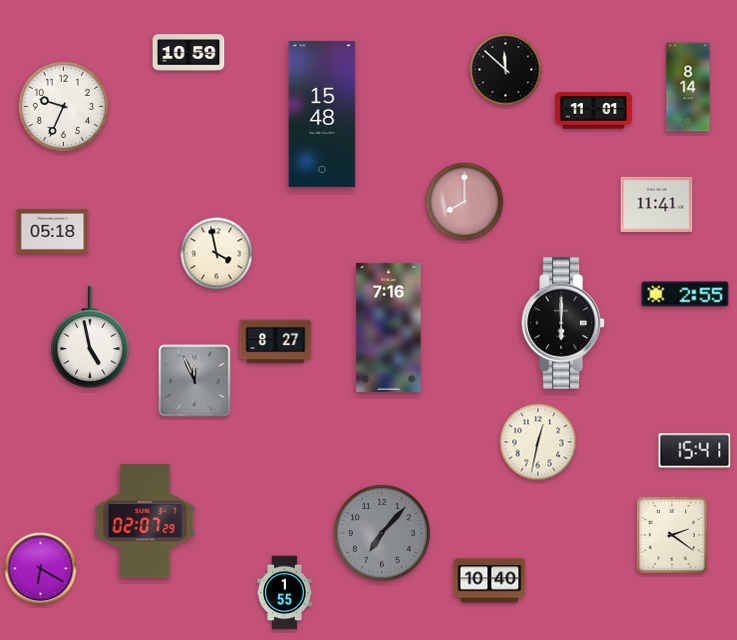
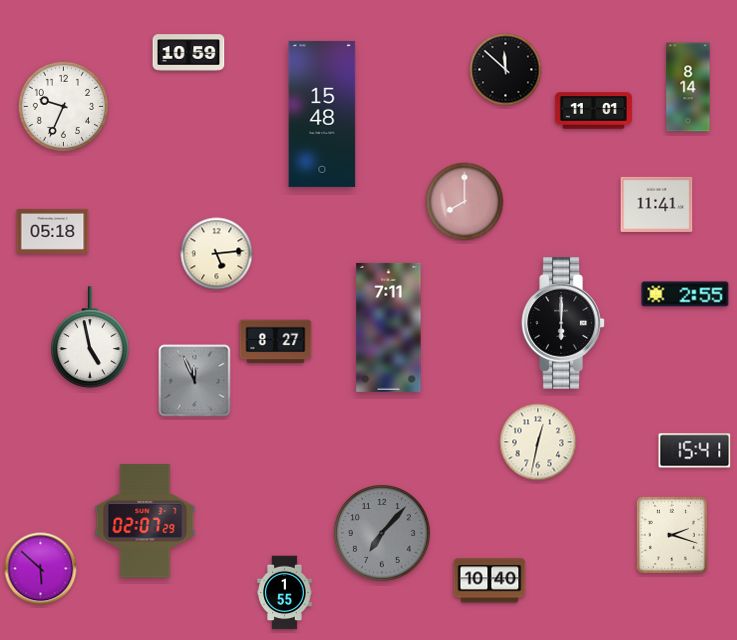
clock at (217, 254): 3:58 -> 5:14
clock at (389, 327): 7:16 -> 7:11
clock at (672, 535): 2:21 -> 2:18
clock at (41, 569): 6:20 -> 5:52
